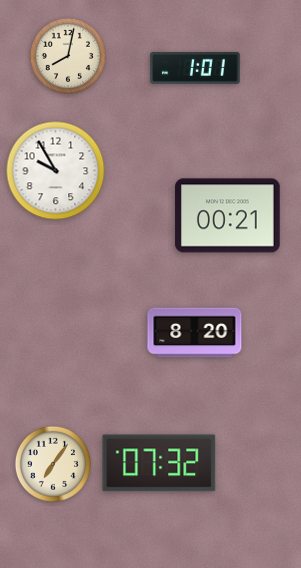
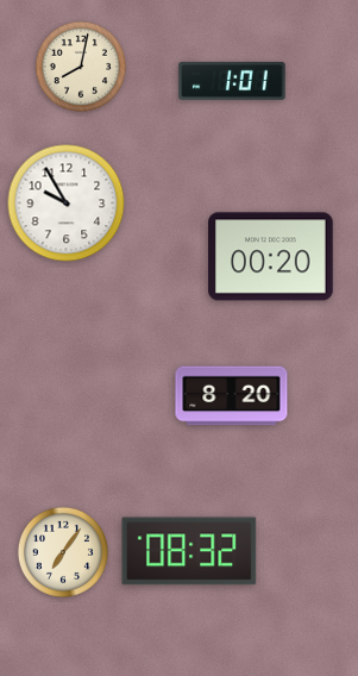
clock at (228, 216): 00:21 -> 00:20
clock at (159, 463): 07:32 -> 08:32
